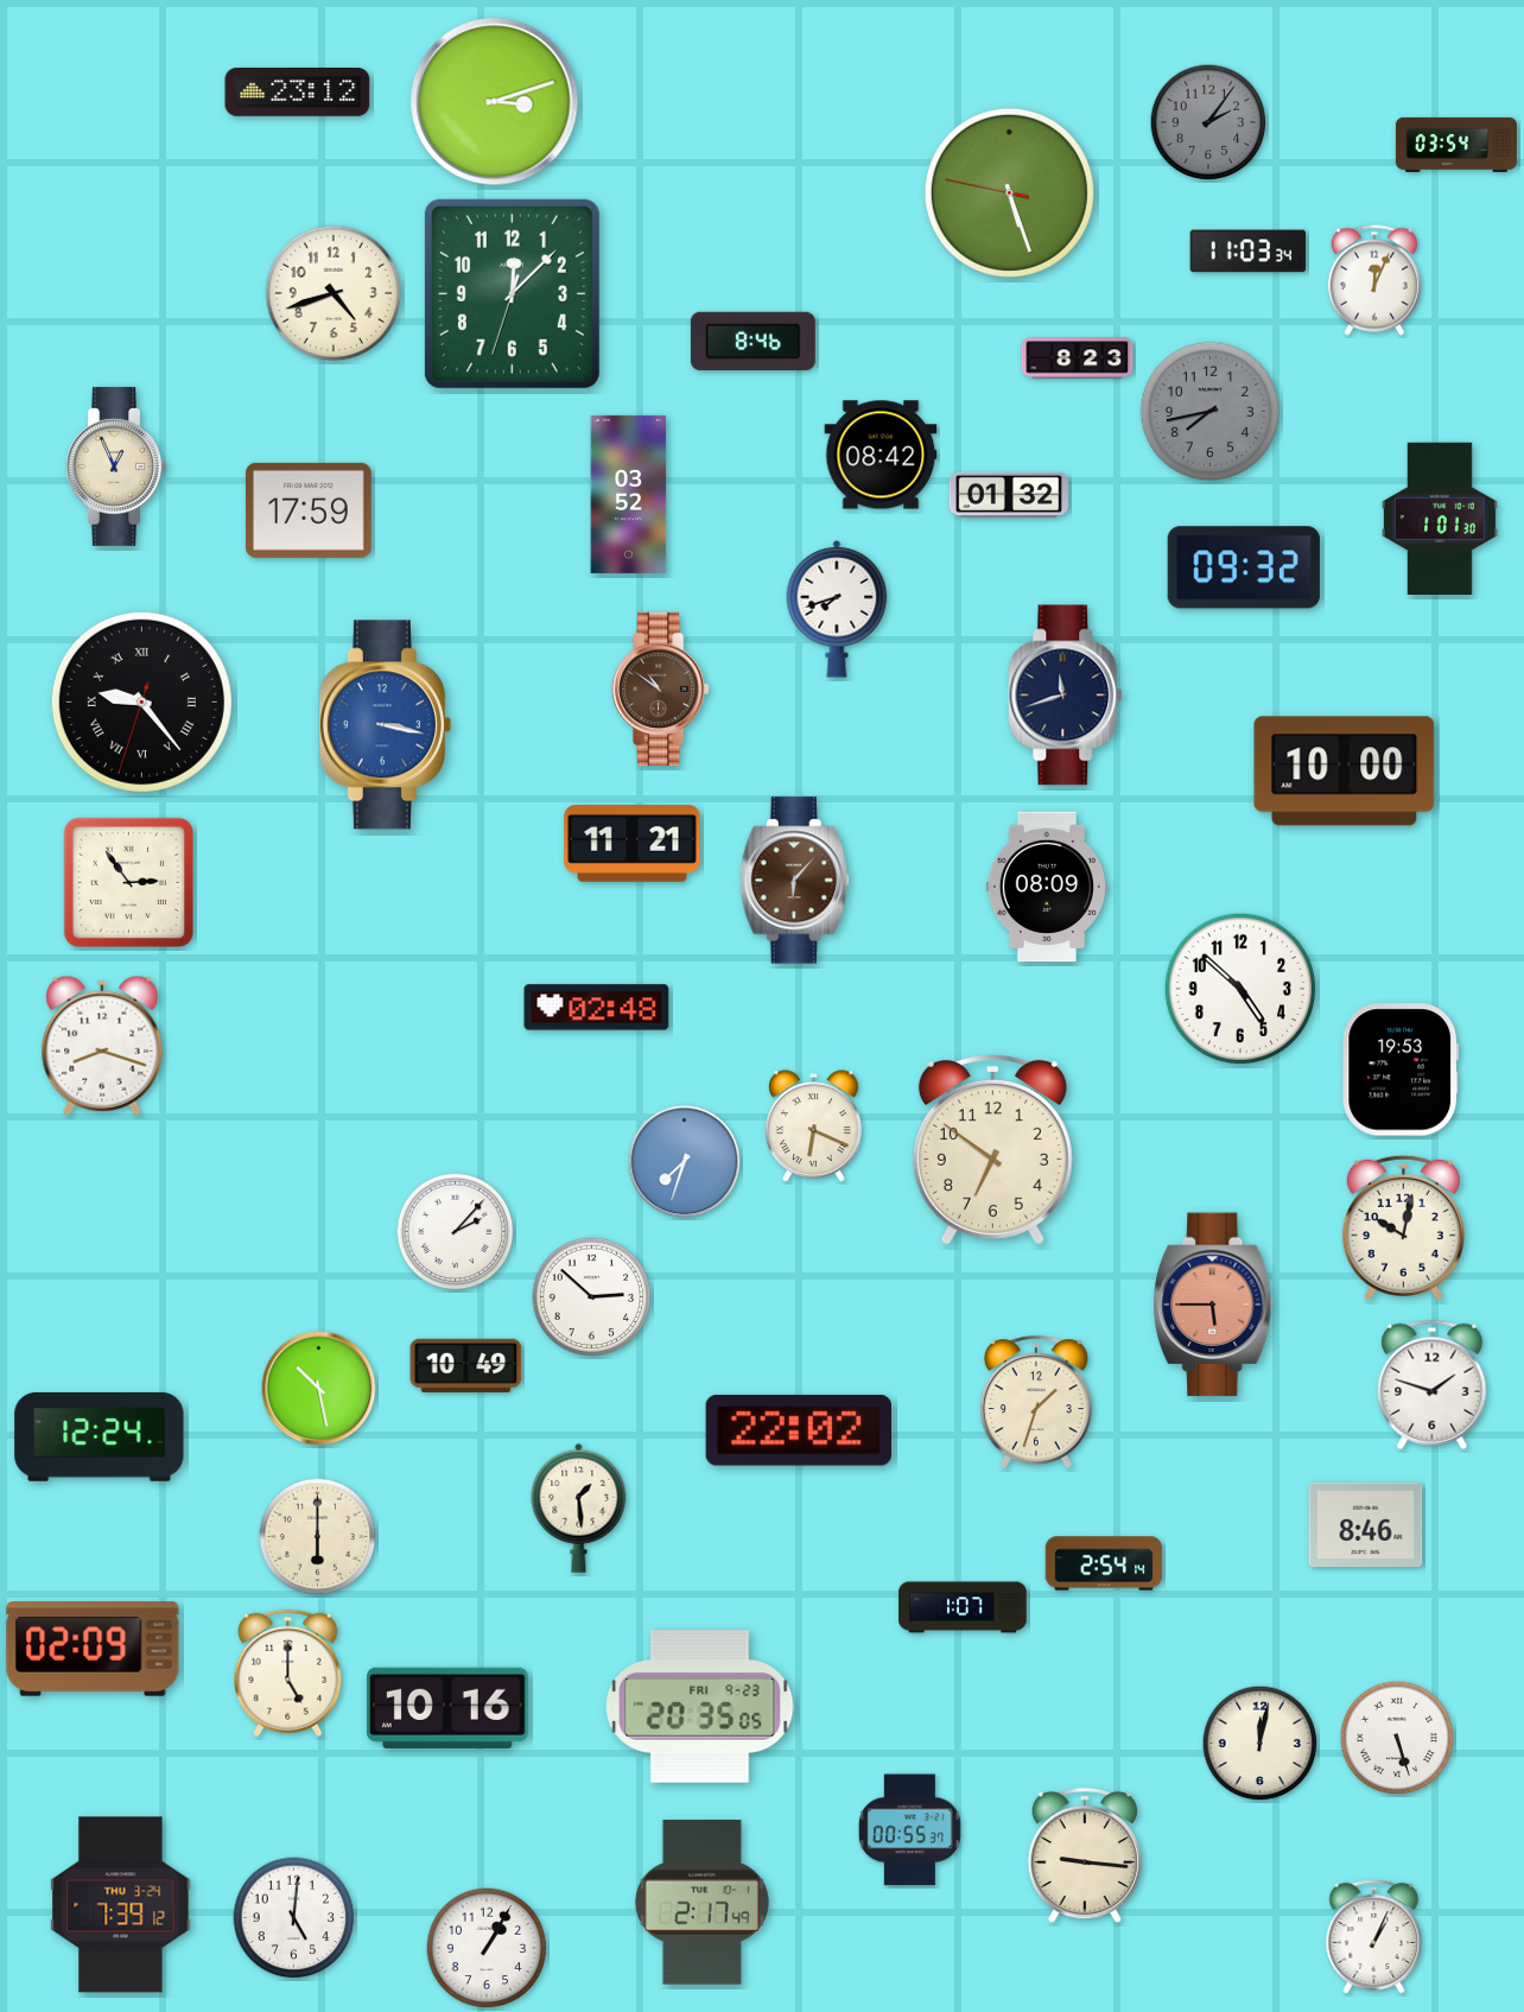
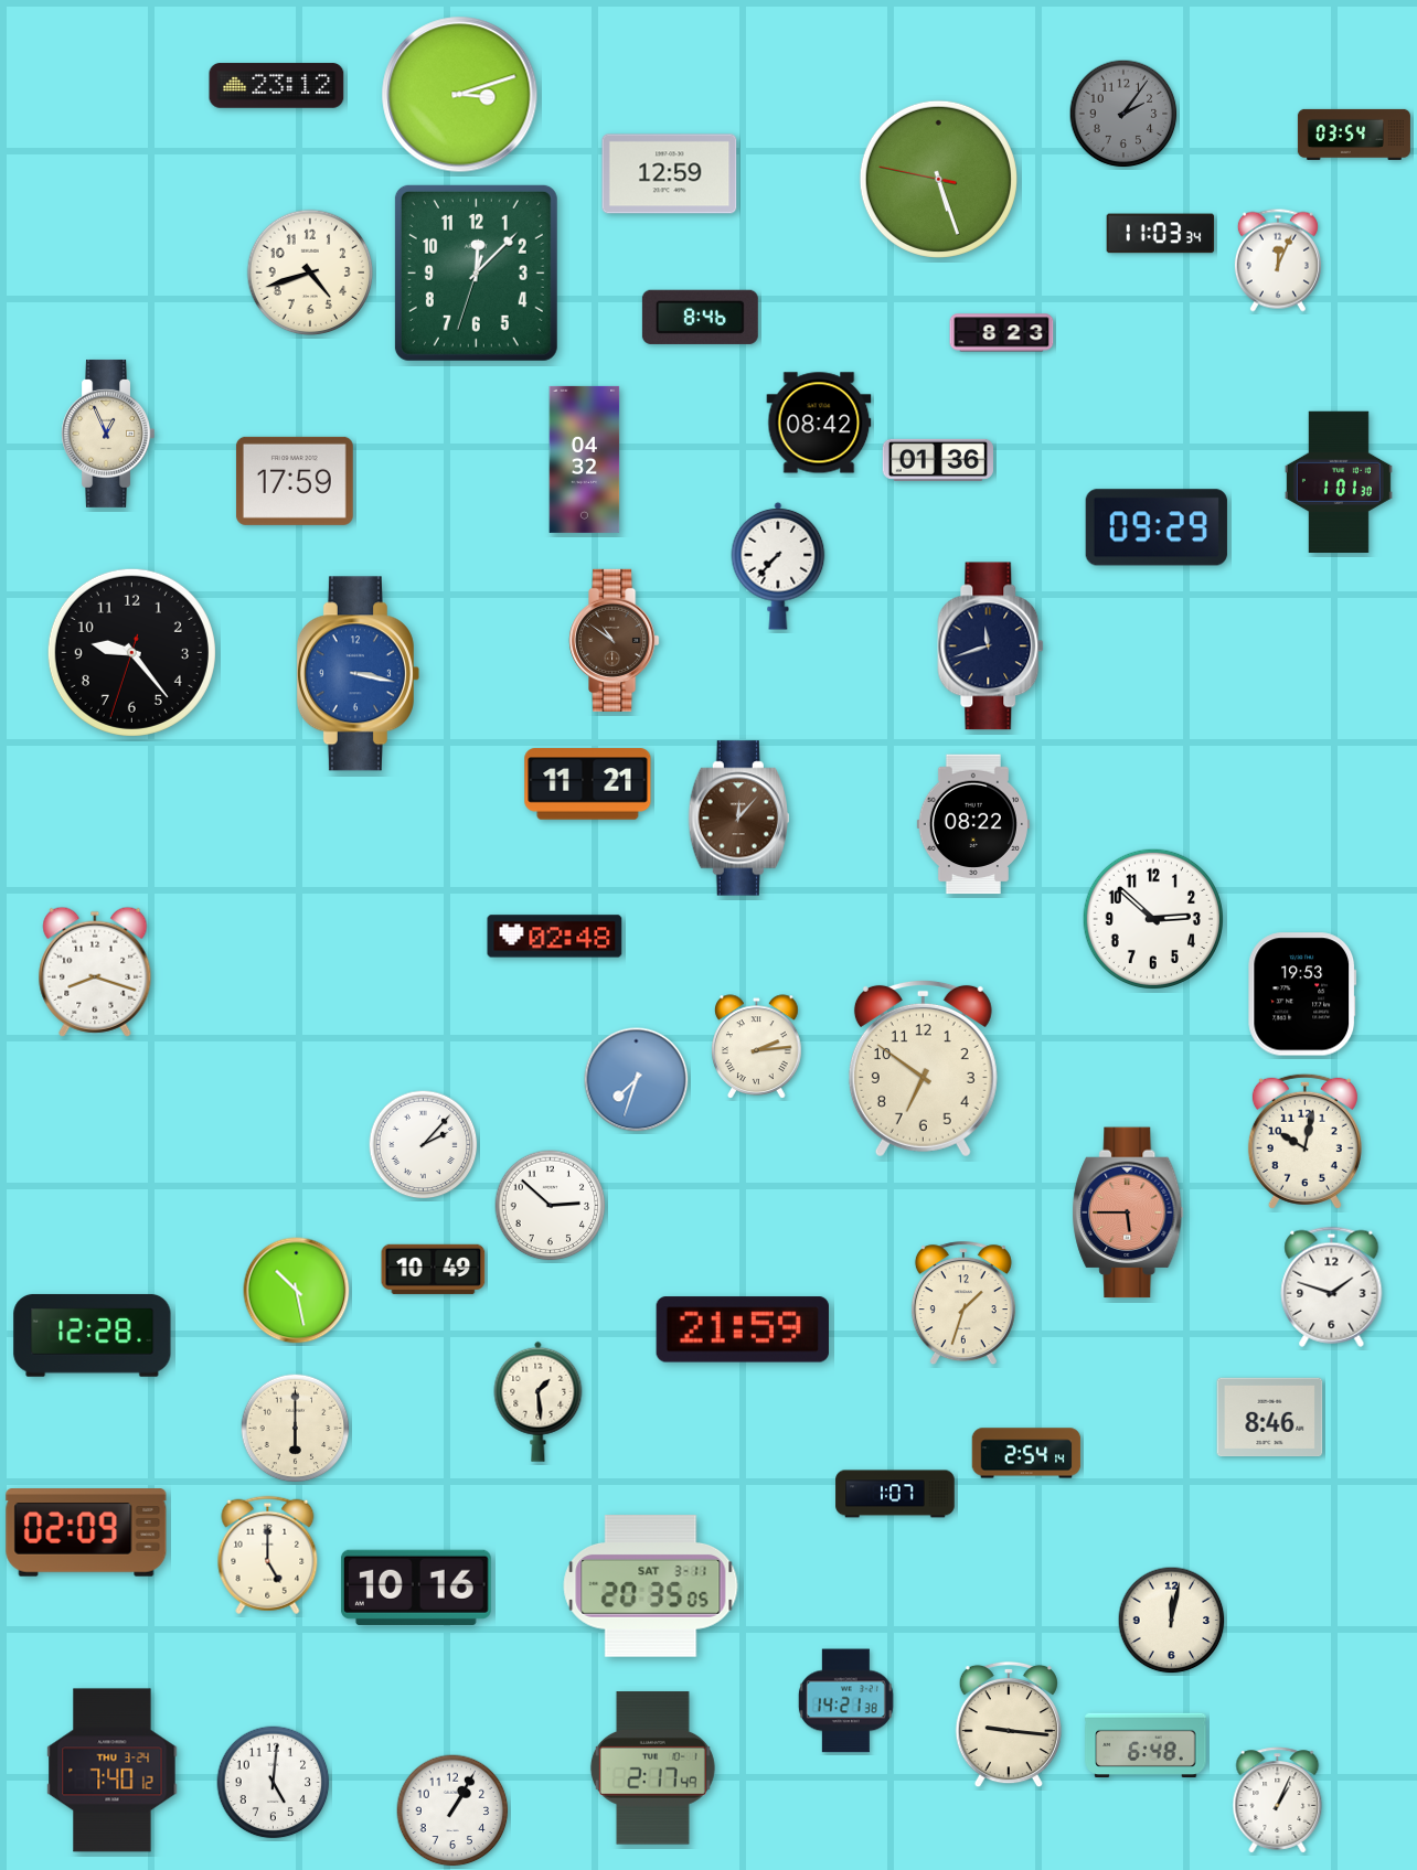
clock at (670, 174): none -> 12:59
clock at (1211, 412): 7:43 -> none
clock at (629, 494): 03:52 -> 04:32
clock at (1009, 495): 01:32 -> 01:36
clock at (309, 510) position: (309, 510) -> (295, 481)
clock at (1244, 567): 09:32 -> 09:29
clock at (837, 609): 7:42 -> 7:37
clock at (141, 702) numerals: Roman -> Arabic
clock at (1345, 772): 10:00 -> none
clock at (794, 881): 6:07 -> 12:07
clock at (128, 882): 2:54 -> none
clock at (1047, 887): 08:09 -> 08:22
clock at (1239, 988): 4:52 -> 2:52
clock at (814, 1125): 6:19 -> 2:14
clock at (799, 1430): 22:02 -> 21:59
clock at (100, 1436): 12:24 -> 12:28
clock at (700, 1707) date: FRI 9-23 -> SAT 3-11
clock at (1397, 1738): 5:27 -> none
clock at (909, 1830): 00:55 -> 14:21
clock at (1146, 1745): none -> 6:48
clock at (121, 1905): 7:39 -> 7:40
